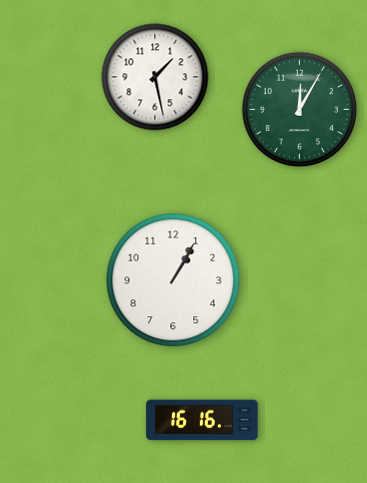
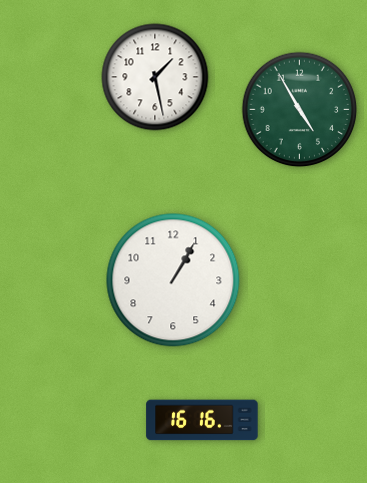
clock at (300, 110): 12:05 -> 4:55
